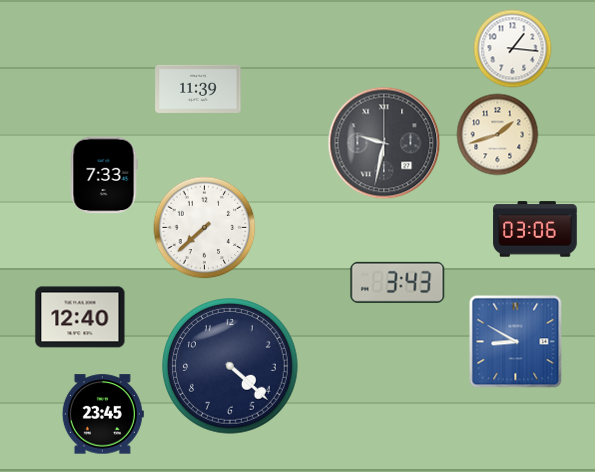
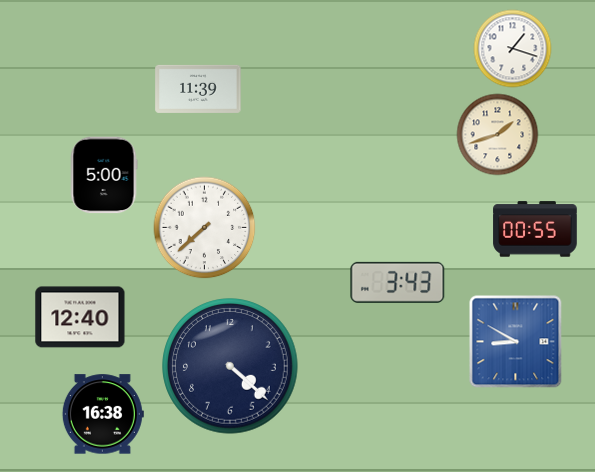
clock at (513, 49): 1:16 -> 1:18
clock at (384, 143): 9:32 -> none
clock at (104, 175): 7:33 -> 5:00
clock at (535, 229): 03:06 -> 00:55
clock at (103, 414): 23:45 -> 16:38
